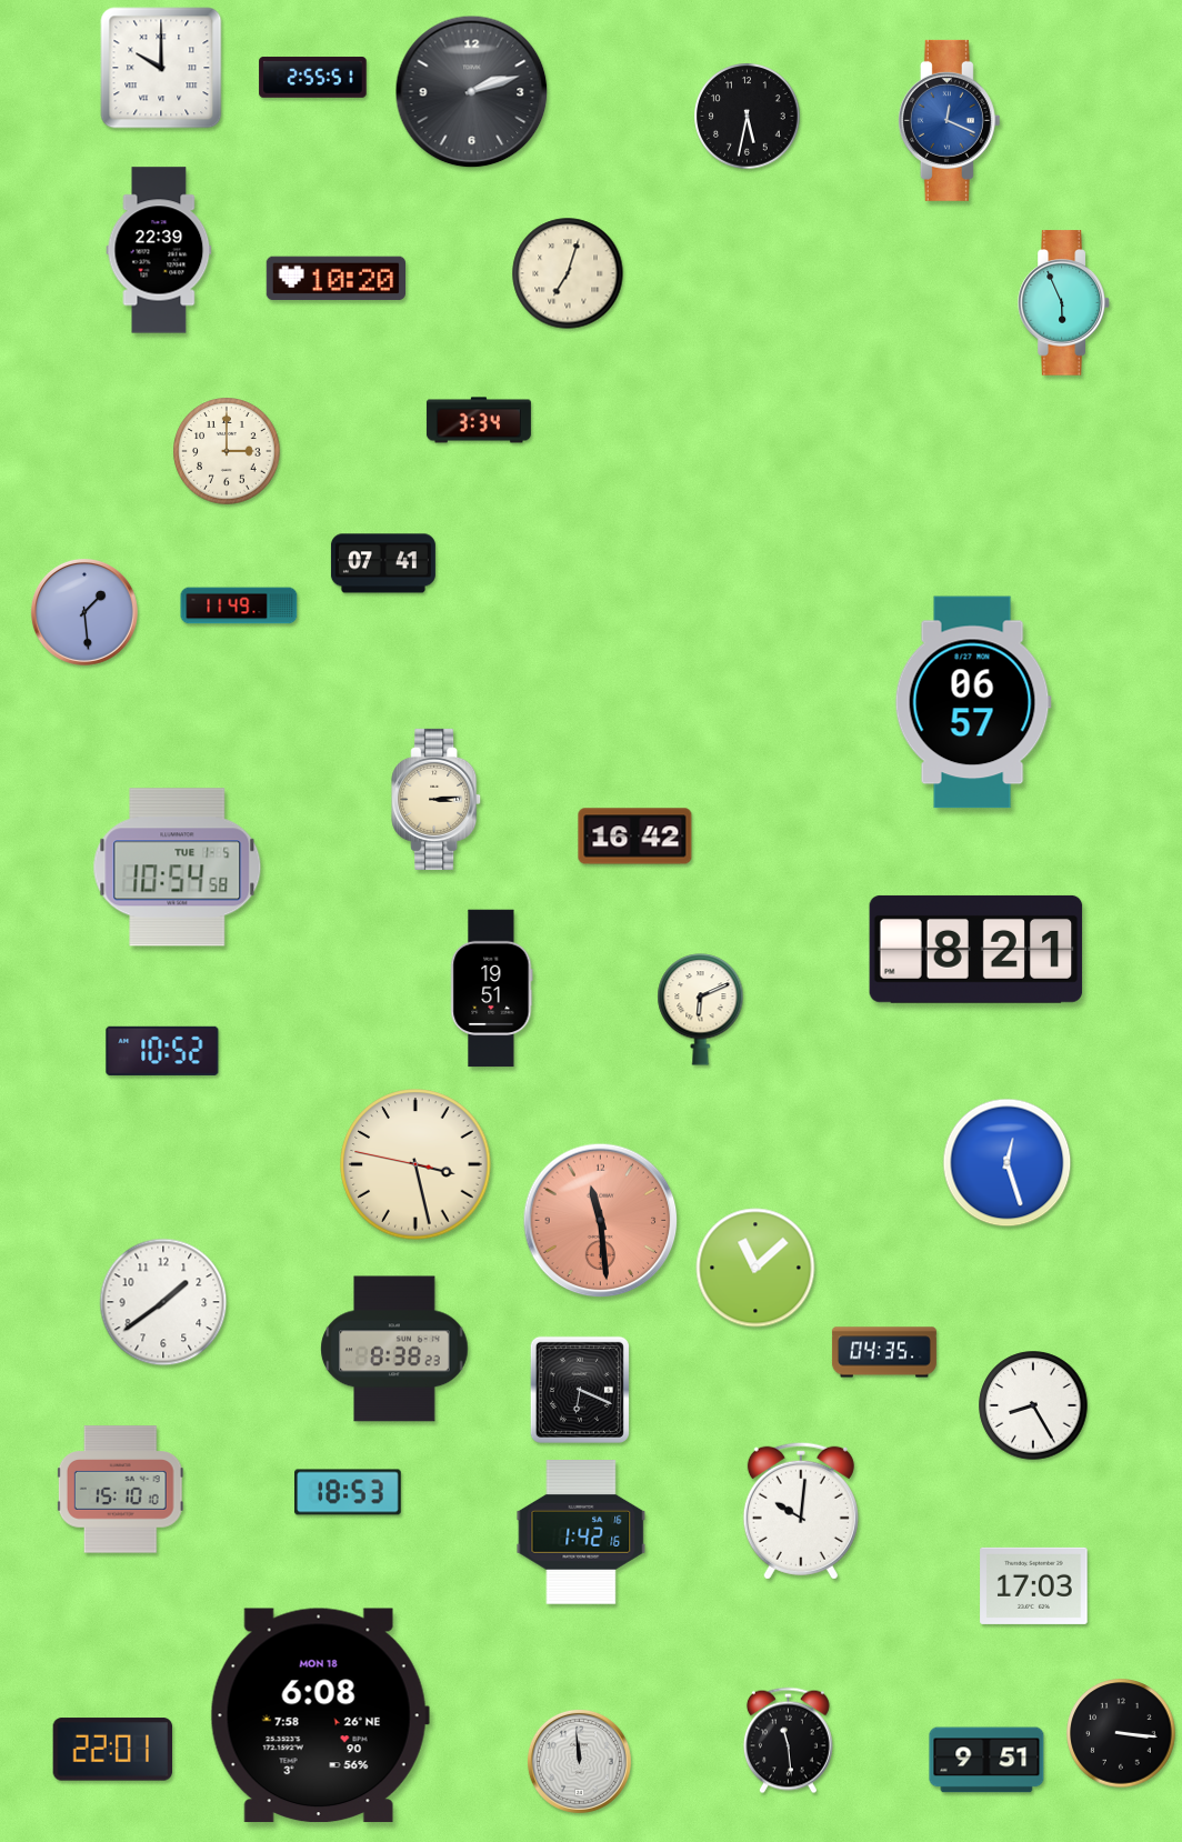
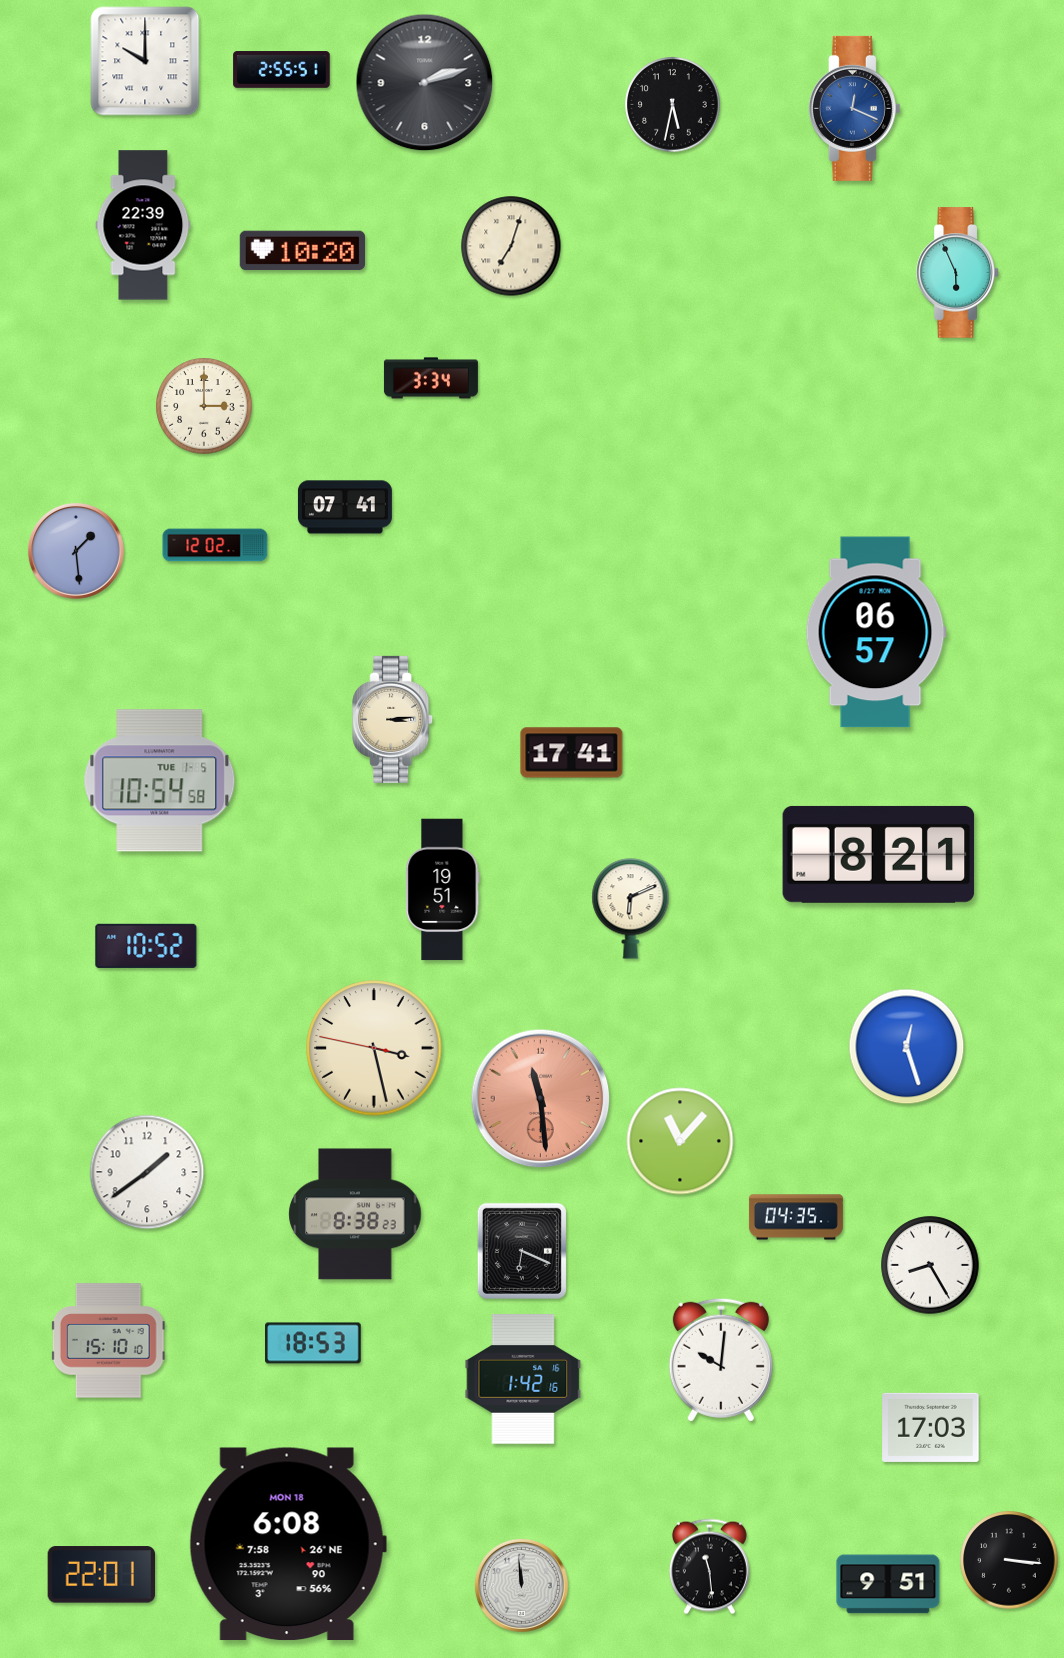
clock at (239, 605): 11:49 -> 12:02
clock at (635, 837): 16:42 -> 17:41
clock at (755, 1268): 11:08 -> 11:07
